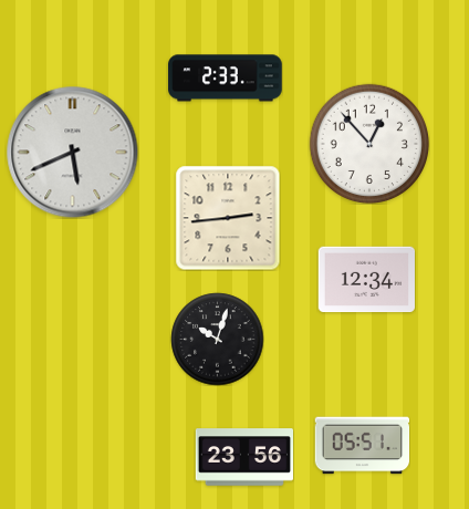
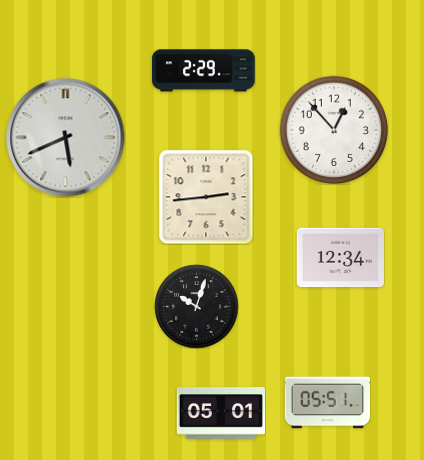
clock at (226, 79): 2:33 -> 2:29
clock at (366, 280) position: (366, 280) -> (340, 258)
clock at (243, 457): 23:56 -> 05:01
